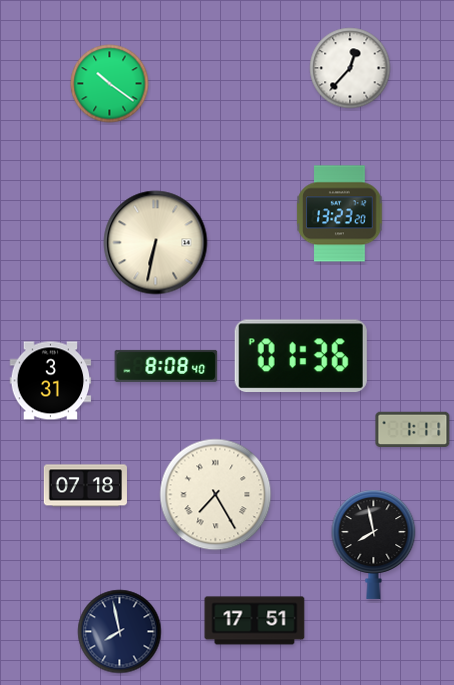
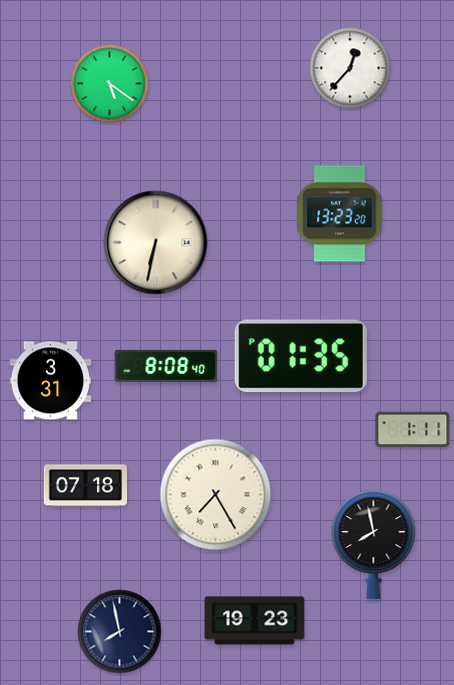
clock at (110, 84): 10:21 -> 5:21
clock at (301, 355): 01:36 -> 01:35
clock at (255, 621): 17:51 -> 19:23
